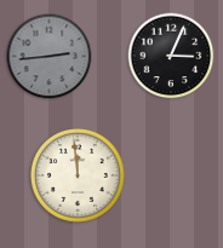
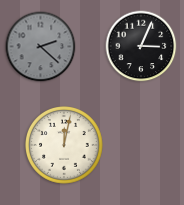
clock at (50, 57): 2:44 -> 2:22
clock at (79, 177): 11:59 -> 12:02
